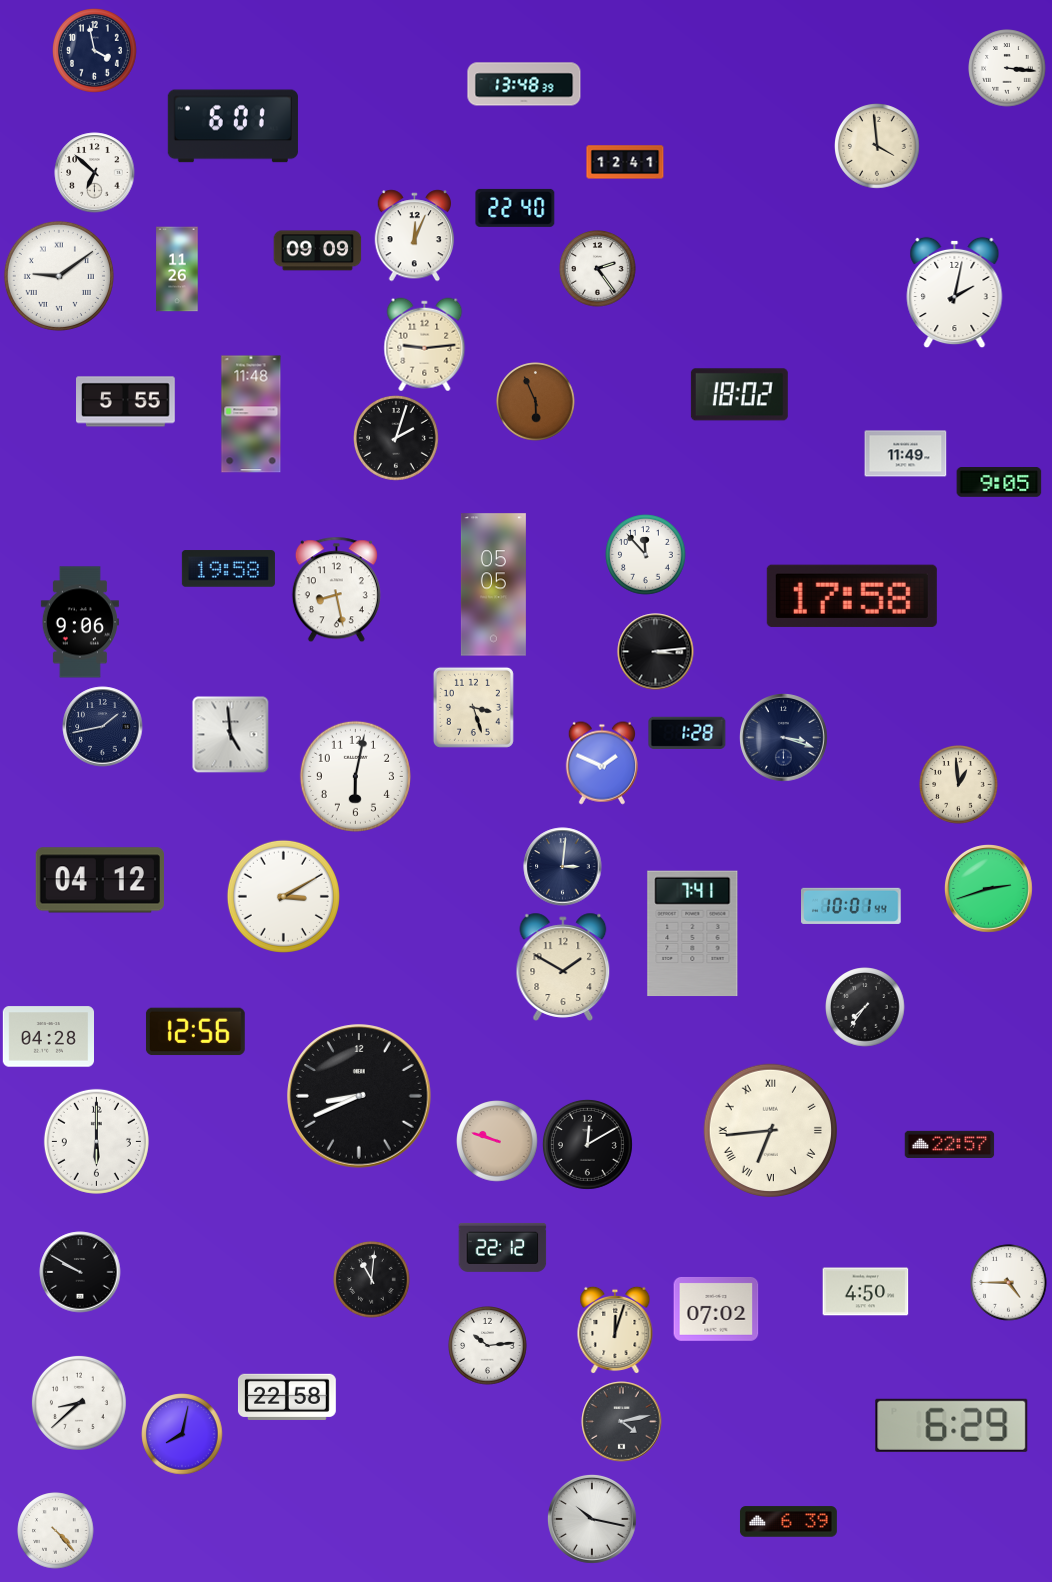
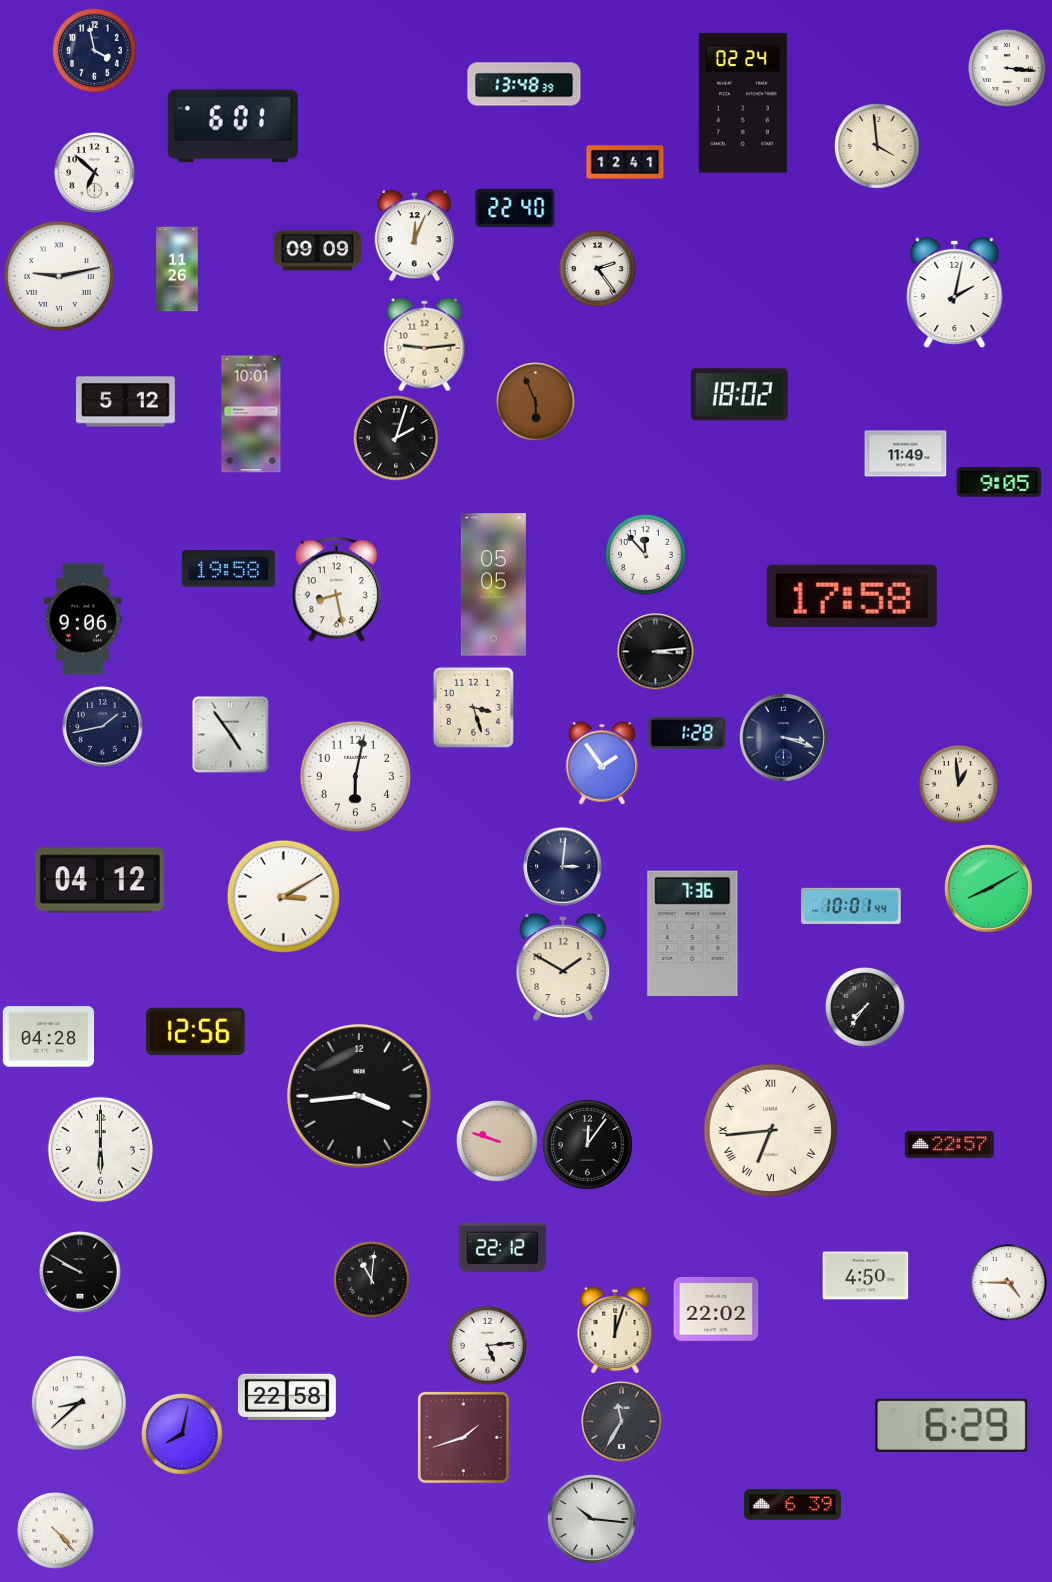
clock at (743, 103): none -> 02:24
clock at (59, 276): 9:09 -> 9:13
clock at (126, 402): 5:55 -> 5:12
clock at (251, 414): 11:48 -> 10:01
clock at (80, 622) position: (80, 622) -> (83, 619)
clock at (231, 735): 4:59 -> 4:54
clock at (602, 763): 1:49 -> 1:54
clock at (989, 889): 2:42 -> 8:10
clock at (693, 934): 7:41 -> 7:36
clock at (359, 1096): 8:41 -> 3:44
clock at (96, 1141) position: (96, 1141) -> (100, 1149)
clock at (587, 1144): 12:10 -> 12:06
clock at (866, 1292) position: (866, 1292) -> (866, 1276)
clock at (716, 1309): 07:02 -> 22:02
clock at (488, 1346): 10:14 -> 5:14
clock at (622, 1422): 4:13 -> 11:35
clock at (463, 1437): none -> 1:42
clock at (592, 1519): 10:17 -> 10:16
clock at (788, 1522) position: (788, 1522) -> (792, 1505)
